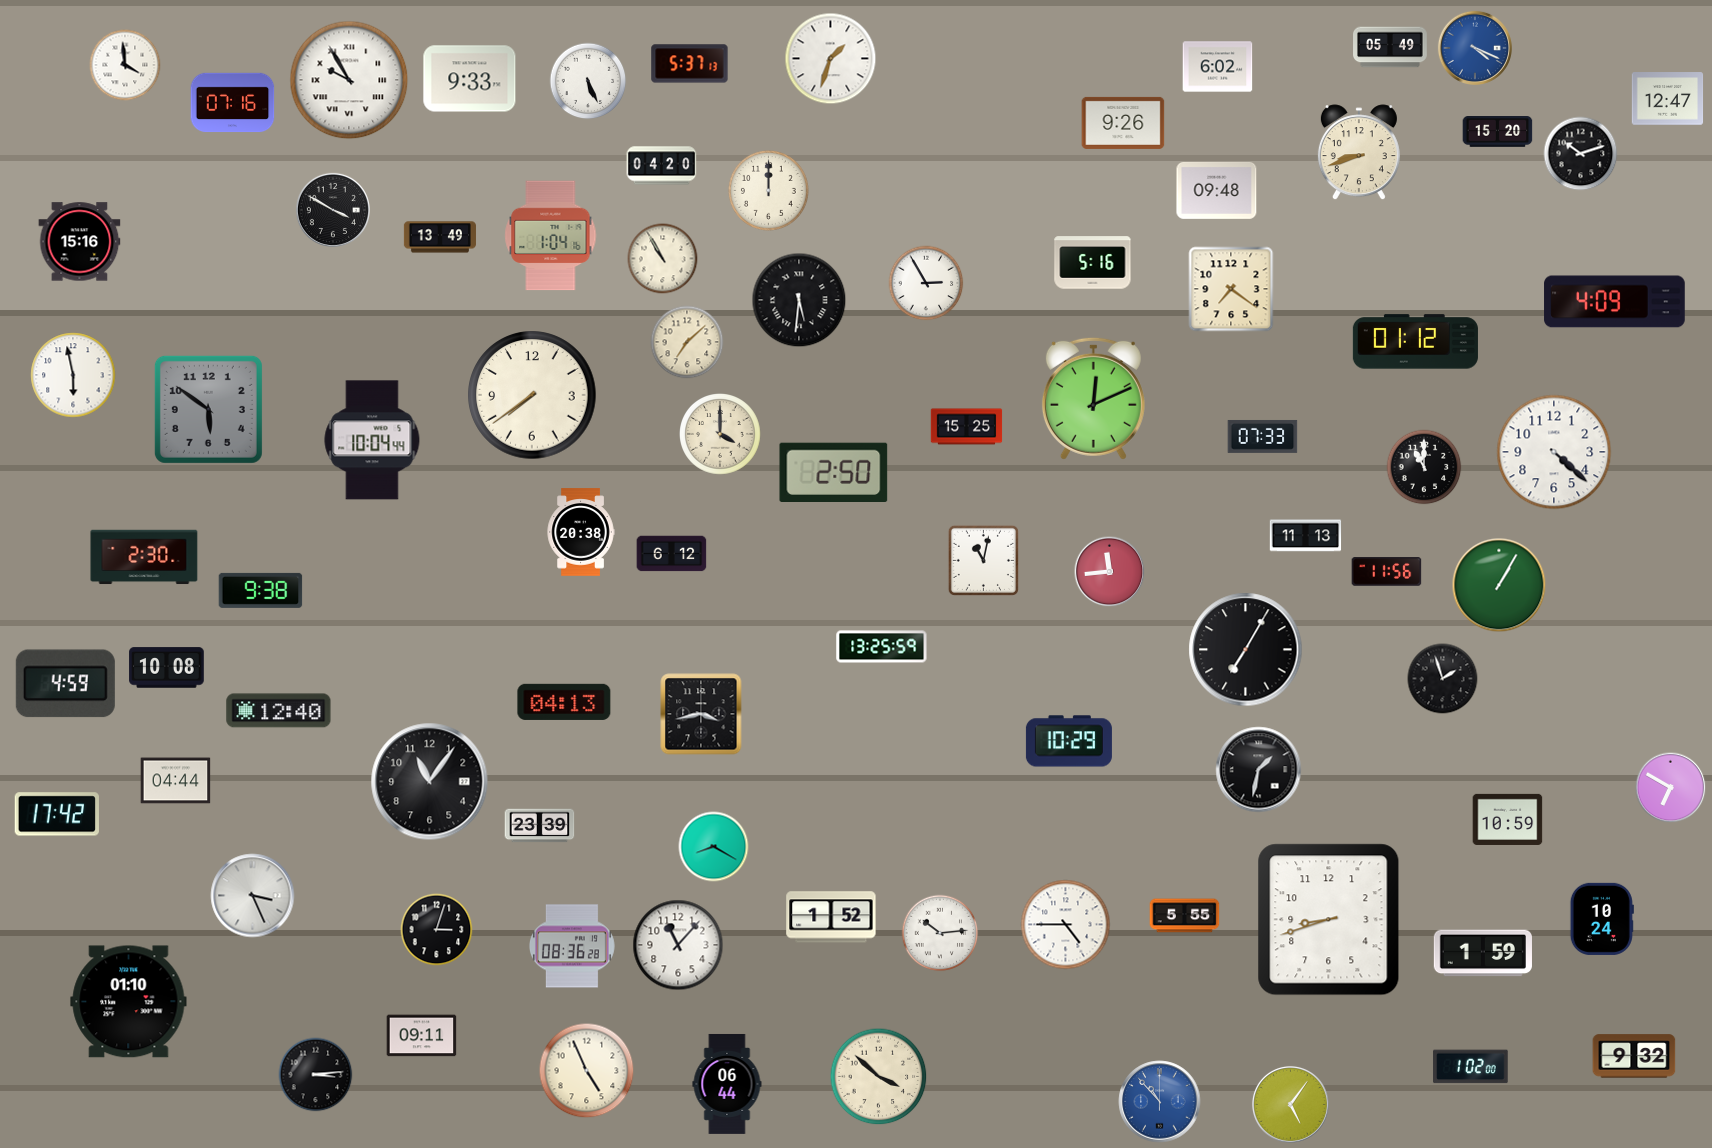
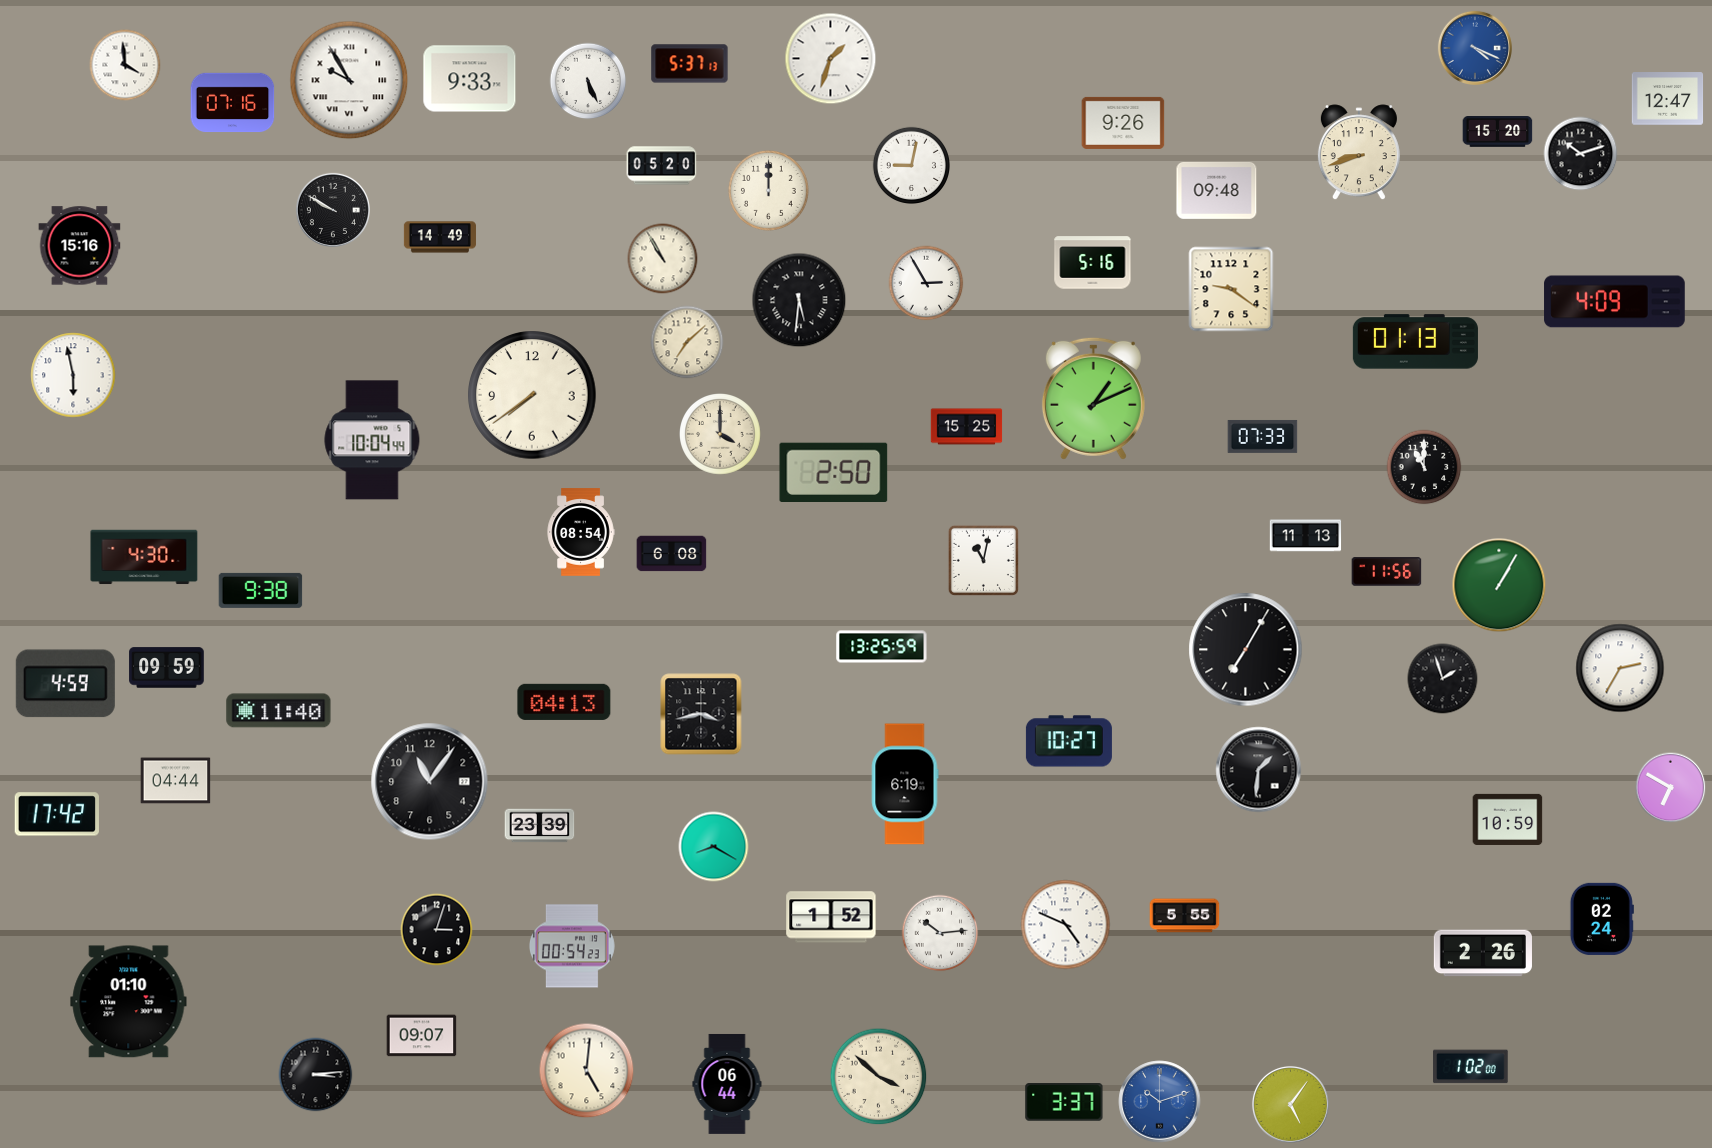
clock at (1390, 47): 05:49 -> none
clock at (1218, 67): 6:02 -> none
clock at (911, 165): none -> 9:02
clock at (662, 166): 04:20 -> 05:20
clock at (333, 210): 3:50 -> 9:50
clock at (551, 236): 1:04 -> none
clock at (440, 237): 13:49 -> 14:49
clock at (80, 242) position: (80, 242) -> (80, 246)
clock at (1231, 289): 7:21 -> 9:21
clock at (1415, 342): 01:12 -> 01:13
clock at (1093, 398): 12:11 -> 1:11
clock at (208, 409): 5:51 -> none
clock at (1554, 452): 4:22 -> none
clock at (581, 532): 20:38 -> 08:54
clock at (672, 554): 6:12 -> 6:08
clock at (144, 557): 2:30 -> 4:30
clock at (1110, 572): 11:44 -> none
clock at (167, 668): 10:08 -> 09:59
clock at (1620, 668): none -> 2:35
clock at (279, 711): 12:40 -> 11:40
clock at (1069, 741): 10:29 -> 10:27
clock at (1259, 770): 1:32 -> 1:31
clock at (905, 784): none -> 6:19
clock at (253, 896): 3:26 -> none
clock at (1602, 919): 10:24 -> 02:24
clock at (1329, 920): 8:42 -> none
clock at (1066, 925): 4:45 -> 4:49
clock at (678, 945): 11:07 -> none
clock at (572, 946): 08:36 -> 00:54
clock at (1483, 953): 1:59 -> 2:26
clock at (422, 1036): 09:11 -> 09:07
clock at (1634, 1056): 9:32 -> none
clock at (587, 1071): 4:56 -> 5:01
clock at (1160, 1102): 10:53 -> 10:12
clock at (1064, 1103): none -> 3:37
